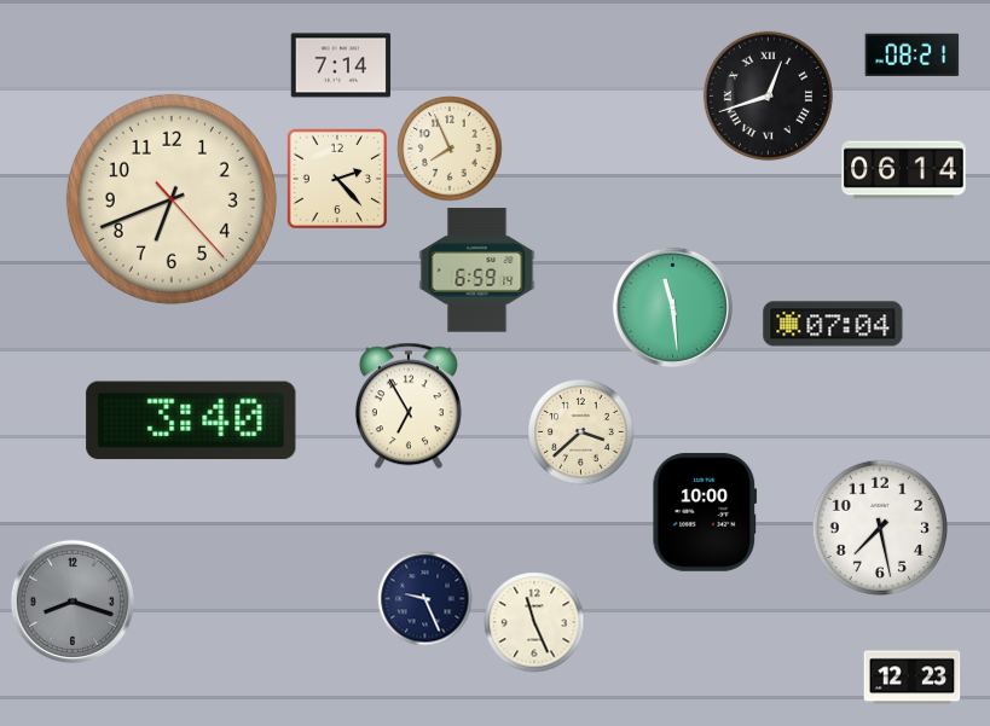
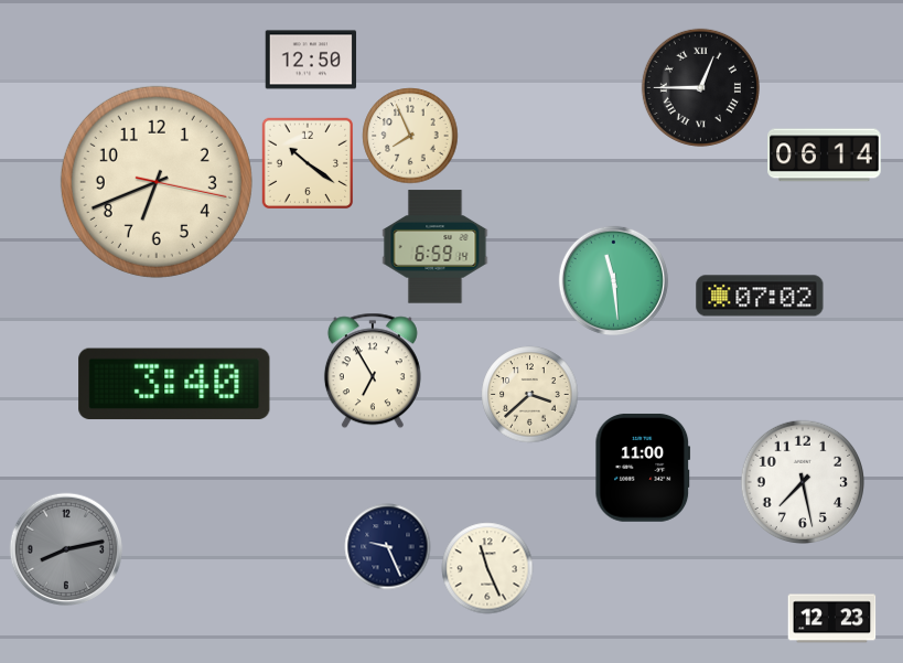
clock at (911, 54): 08:21 -> none
clock at (341, 65): 7:14 -> 12:50
clock at (768, 95): 12:42 -> 12:45
clock at (337, 178): 2:23 -> 10:21
clock at (172, 199): 6:41:23 -> 6:41:17
clock at (833, 324): 07:04 -> 07:02
clock at (705, 512): 10:00 -> 11:00
clock at (73, 602): 8:18 -> 8:13
